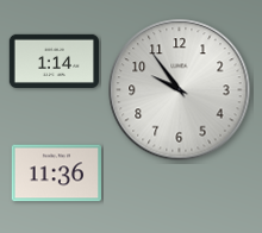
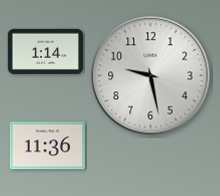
clock at (180, 90): 9:54 -> 9:28
